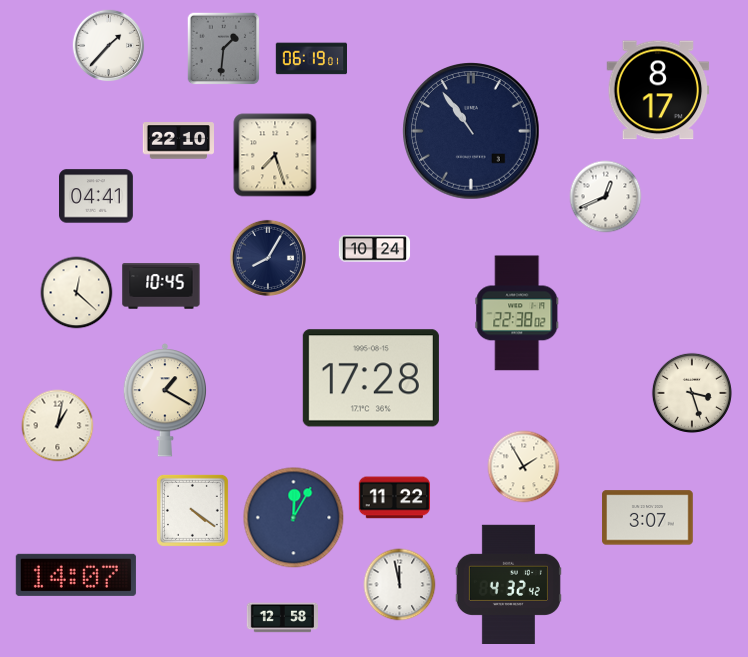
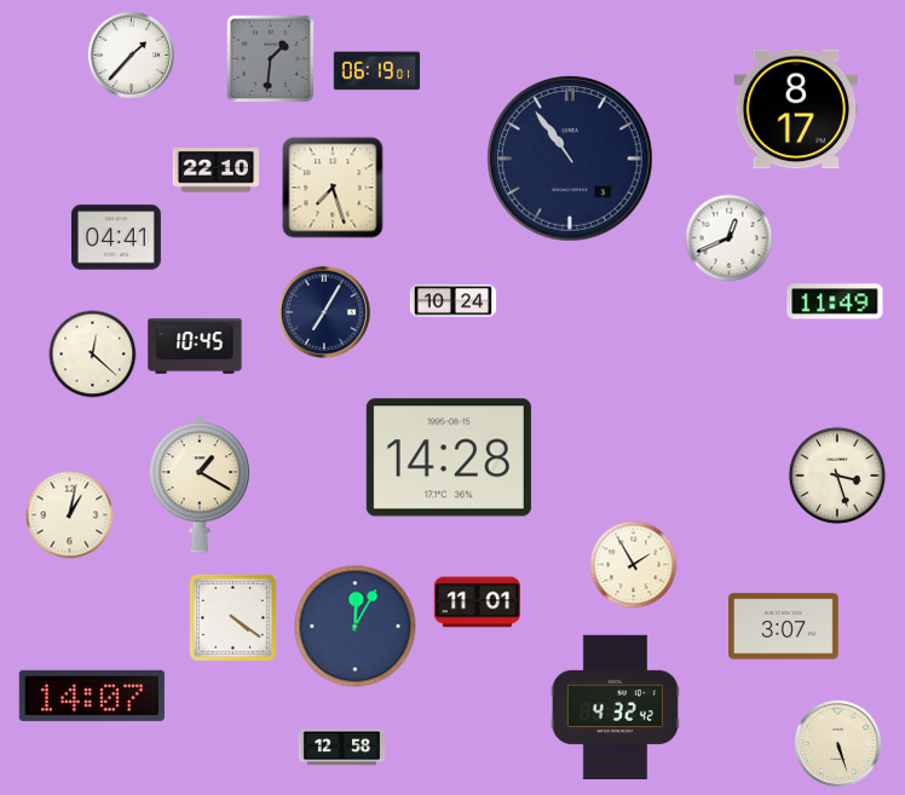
clock at (606, 197) position: (606, 197) -> (730, 238)
clock at (835, 301): none -> 11:49
clock at (268, 258): 8:05 -> 7:05
clock at (517, 313): 22:38 -> none
clock at (371, 378): 17:28 -> 14:28
clock at (394, 498): 11:22 -> 11:01
clock at (400, 585): 11:58 -> none
clock at (838, 744): none -> 5:27
